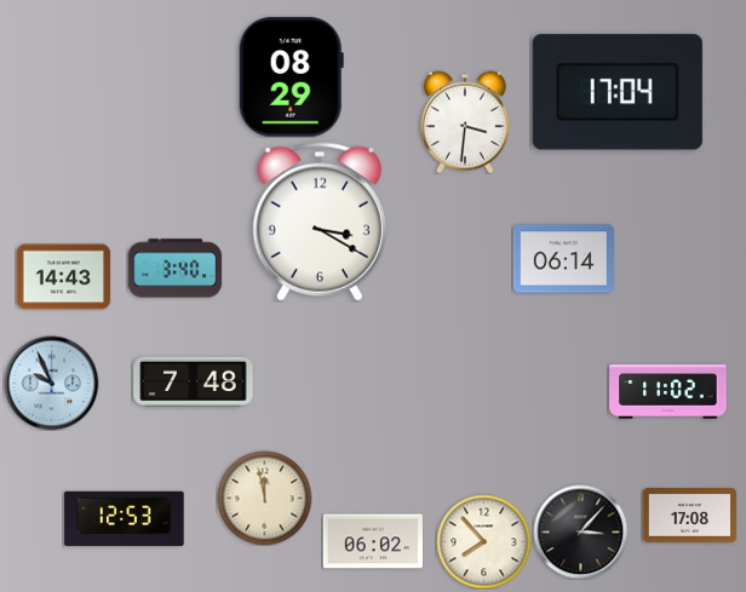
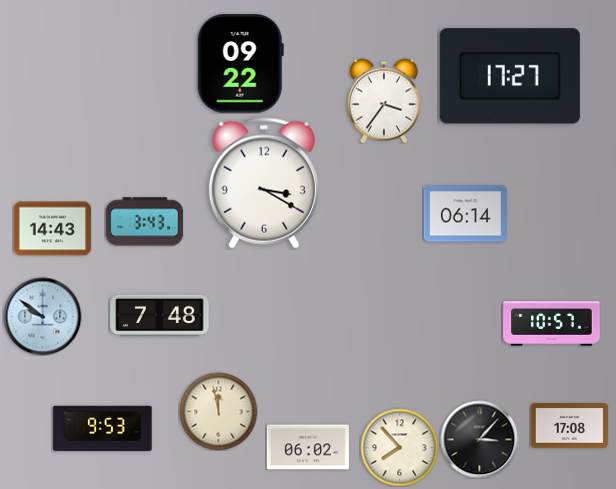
clock at (291, 77): 08:29 -> 09:22
clock at (618, 92): 17:04 -> 17:27
clock at (465, 122): 3:31 -> 3:36
clock at (174, 269): 3:40 -> 3:43
clock at (51, 383): 9:56 -> 9:51
clock at (668, 392): 11:02 -> 10:57
clock at (125, 518): 12:53 -> 9:53
